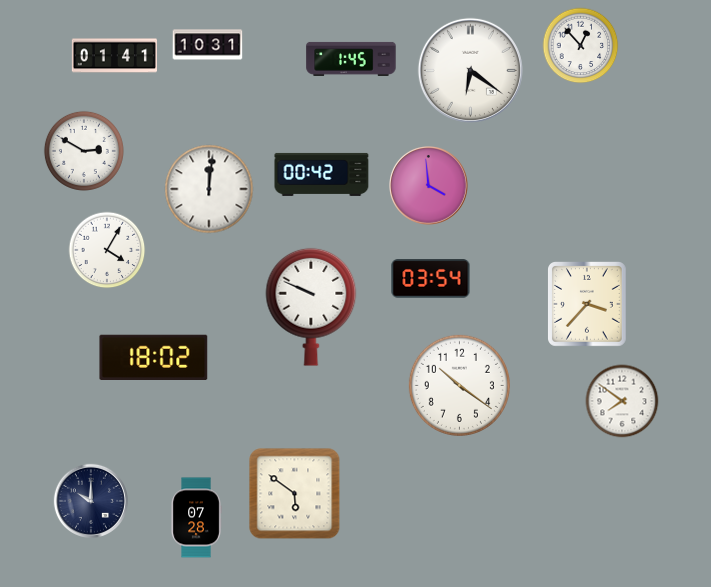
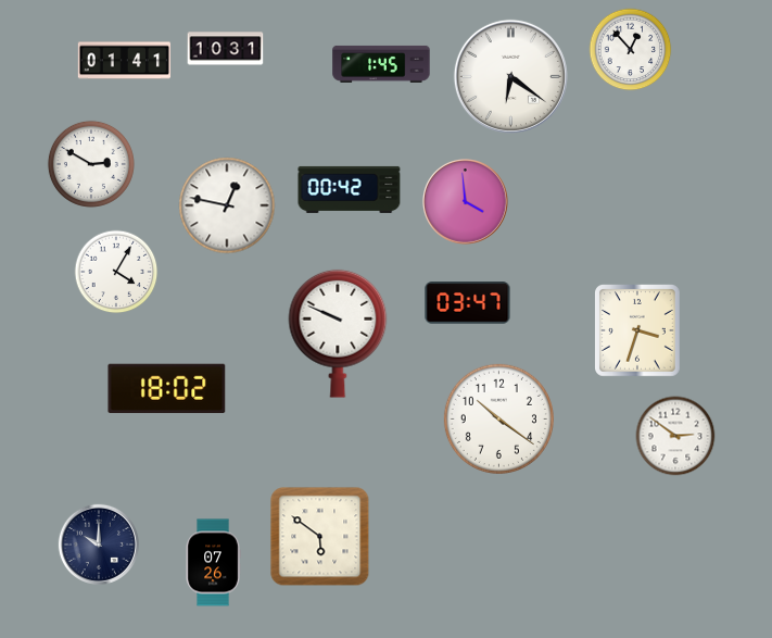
clock at (209, 189): 12:01 -> 12:47
clock at (431, 279): 03:54 -> 03:47
clock at (588, 305): 3:37 -> 3:33
clock at (622, 401): 7:51 -> 2:51
clock at (196, 518): 07:28 -> 07:26
